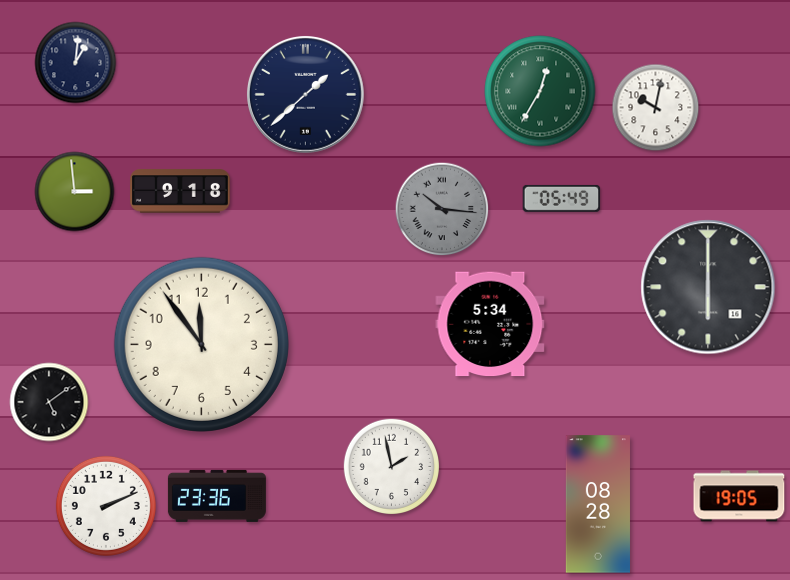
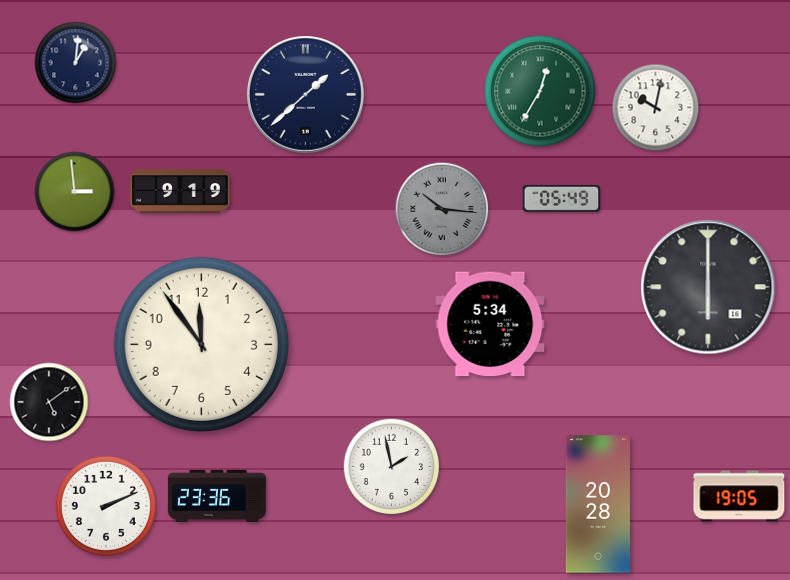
clock at (180, 191): 9:18 -> 9:19
clock at (598, 504): 08:28 -> 20:28
